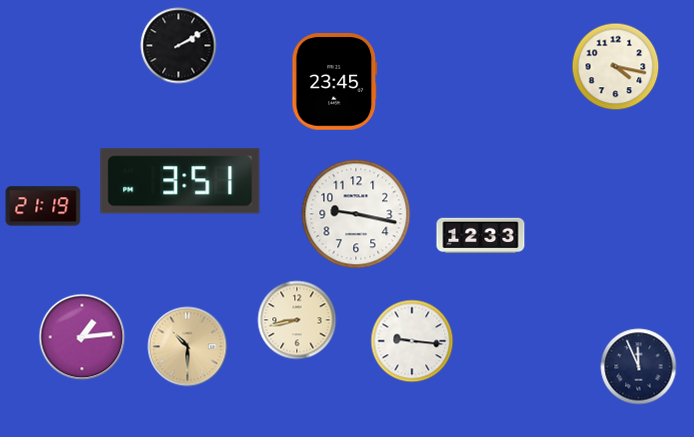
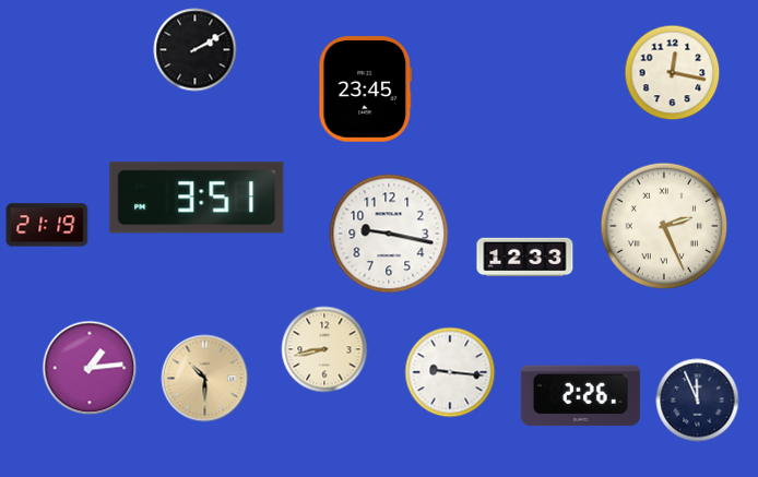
clock at (616, 67): 4:17 -> 12:17
clock at (664, 226): none -> 2:26
clock at (580, 396): none -> 2:26
